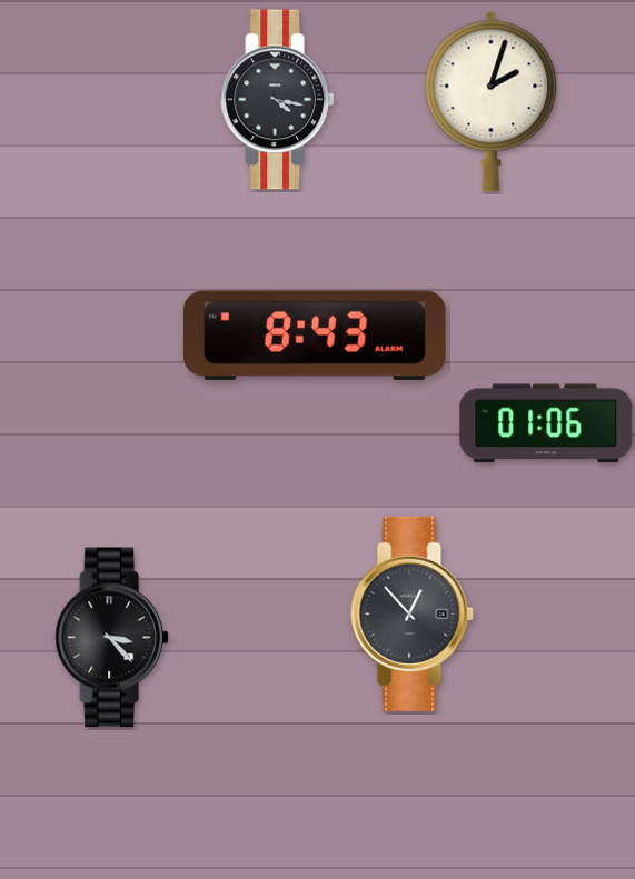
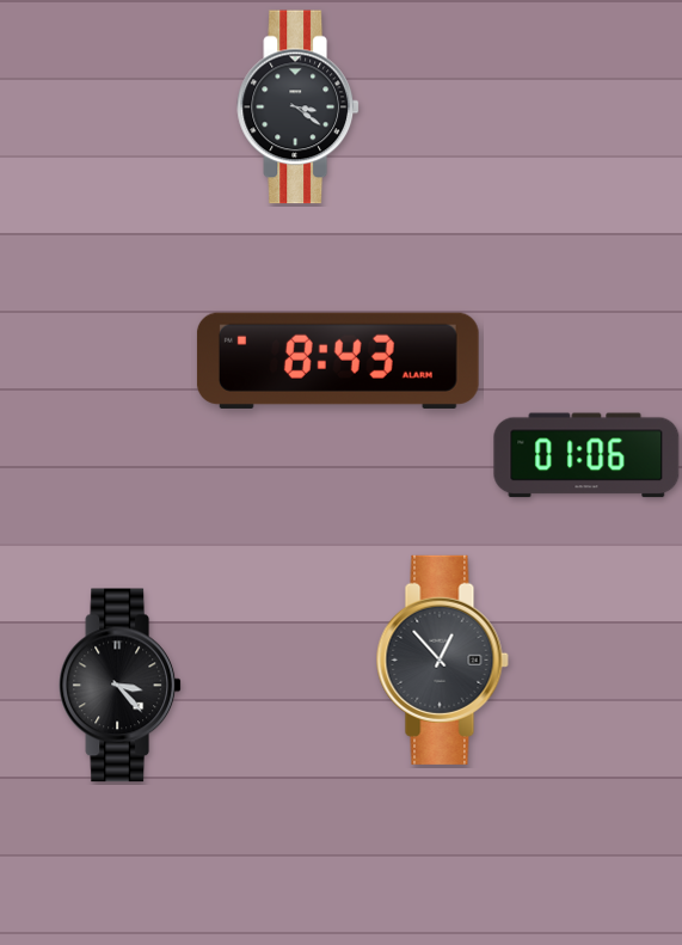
clock at (277, 100): 4:17 -> 3:21
clock at (492, 101): 2:03 -> none
